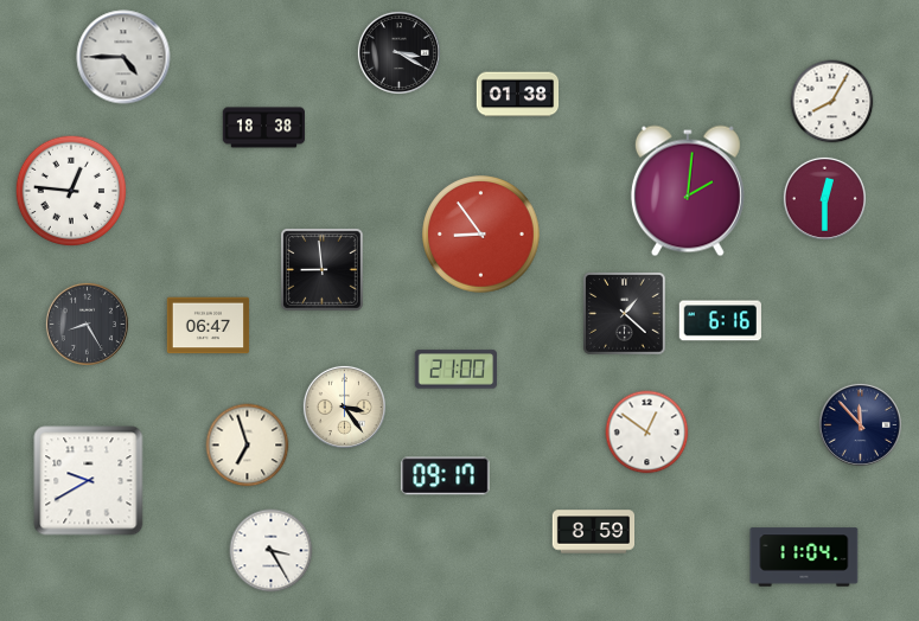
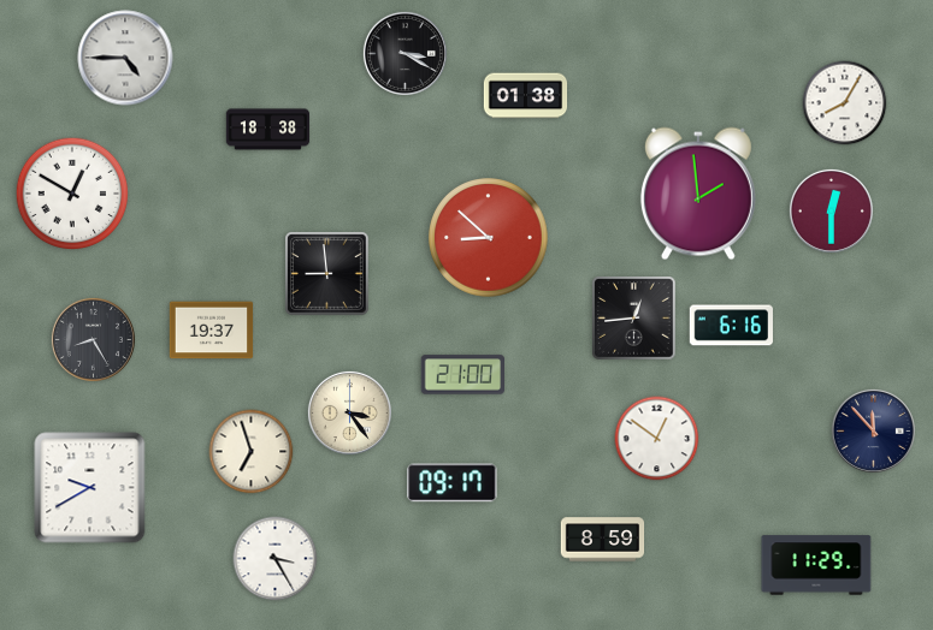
clock at (71, 191): 12:46 -> 12:50
clock at (688, 191): 2:01 -> 1:59
clock at (824, 198) position: (824, 198) -> (831, 210)
clock at (481, 235): 8:54 -> 8:52
clock at (625, 314): 1:22 -> 12:44
clock at (87, 324) position: (87, 324) -> (93, 339)
clock at (209, 326): 06:47 -> 19:37
clock at (804, 557): 11:04 -> 11:29
